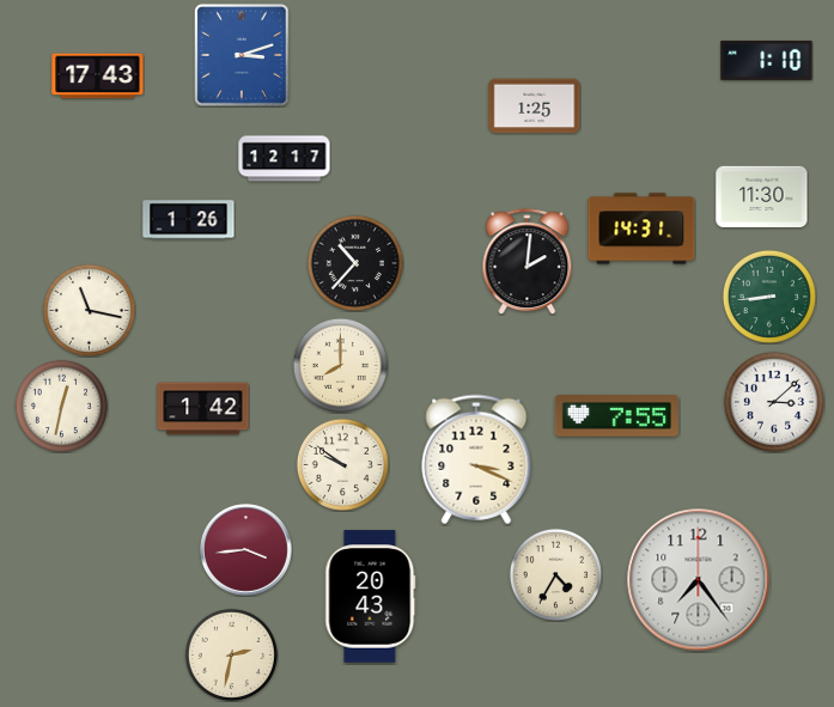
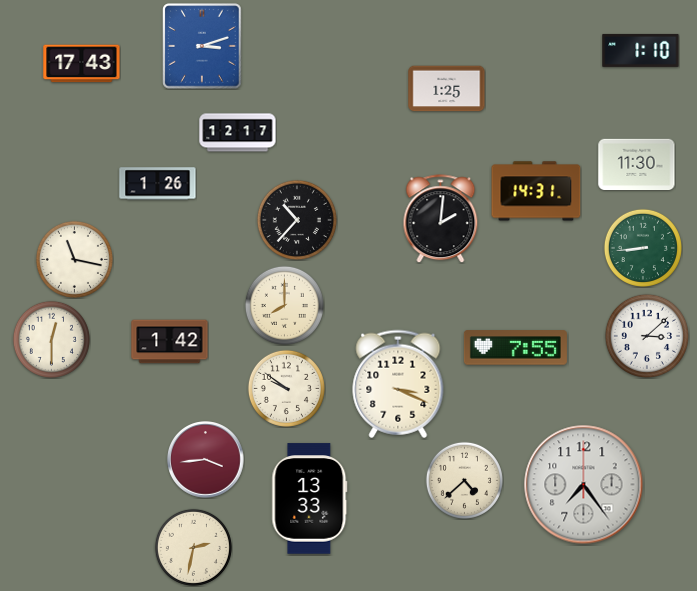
clock at (61, 406): 12:32 -> 12:30
clock at (555, 574): 4:35 -> 4:38
clock at (371, 597): 20:43 -> 13:33
